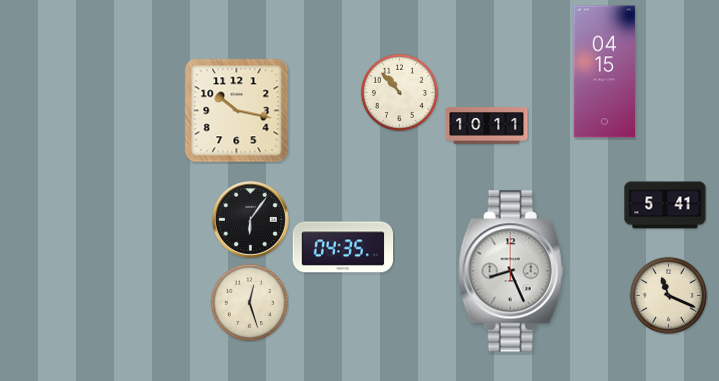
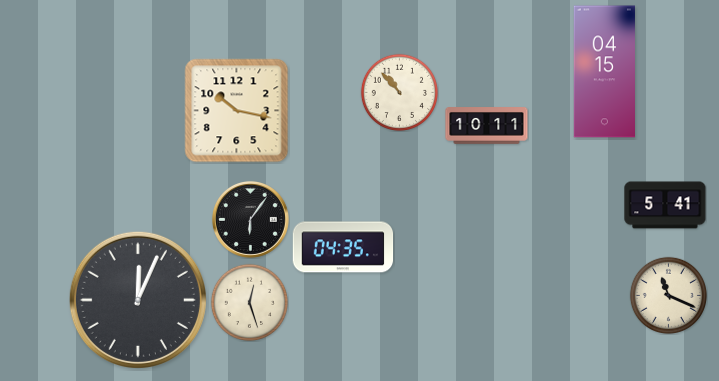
clock at (511, 271): 8:26 -> none
clock at (138, 300): none -> 12:04
